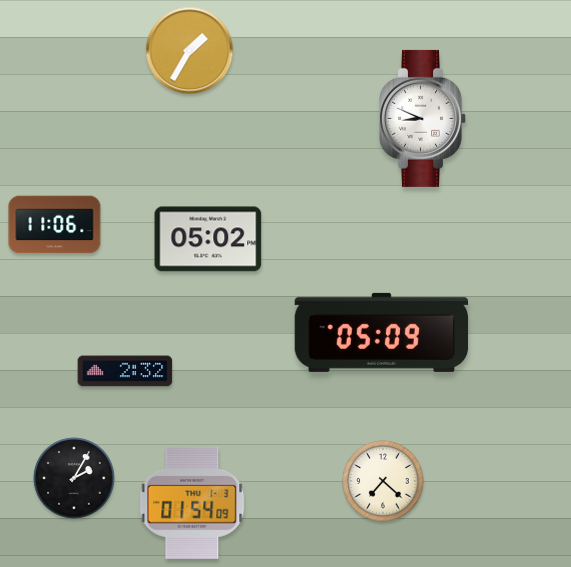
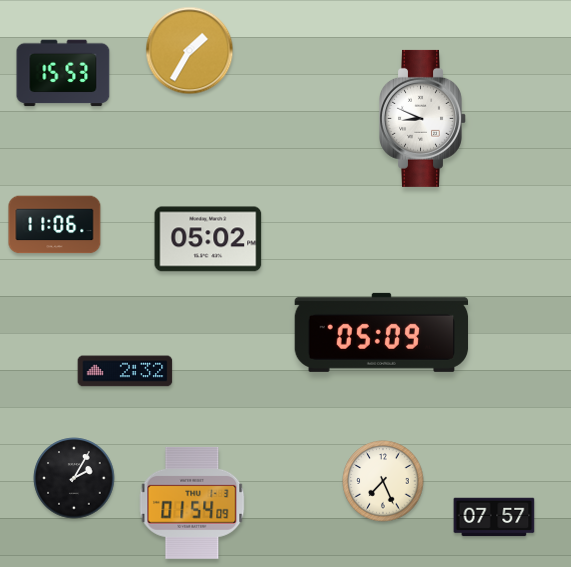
clock at (63, 73): none -> 15:53
clock at (383, 481): 7:22 -> 7:26
clock at (494, 517): none -> 07:57
